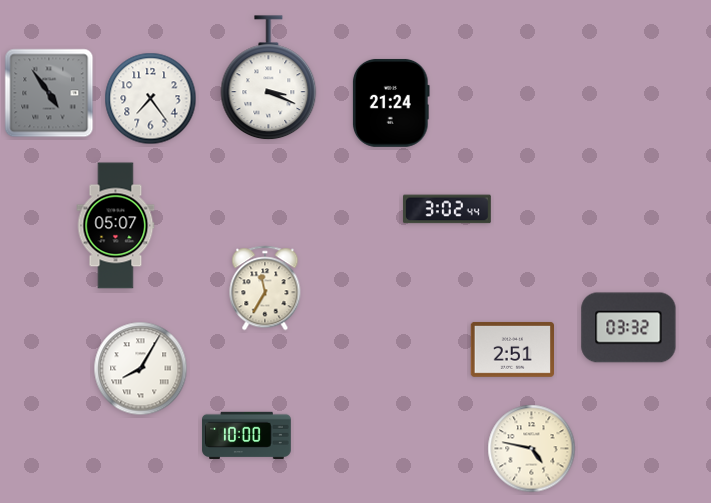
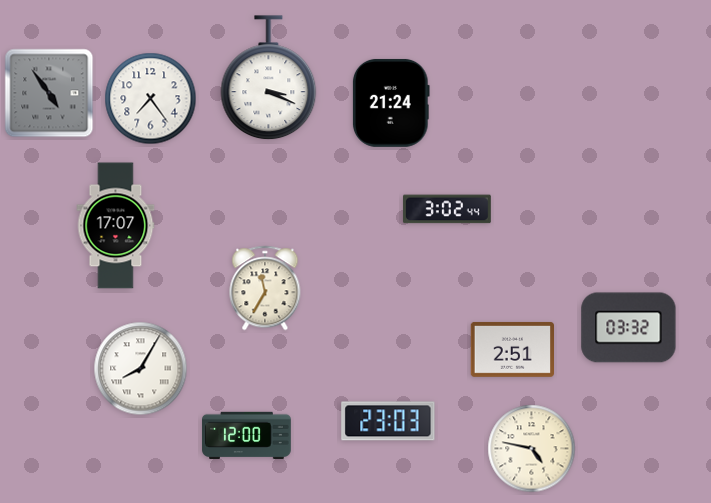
clock at (116, 226): 05:07 -> 17:07
clock at (388, 421): none -> 23:03
clock at (247, 435): 10:00 -> 12:00
